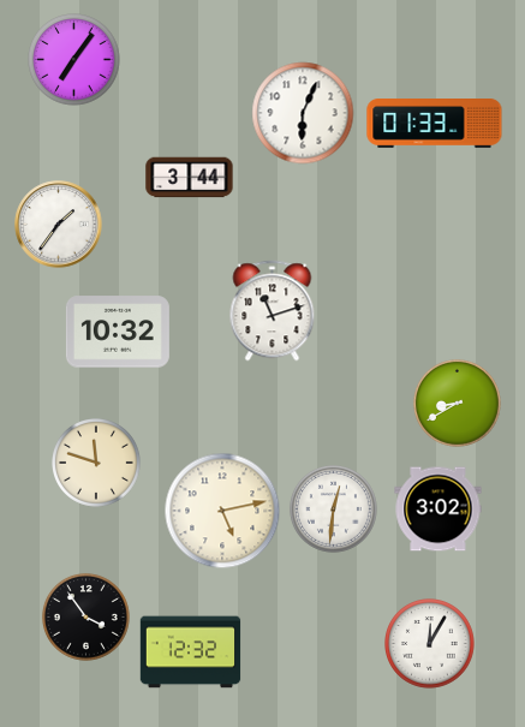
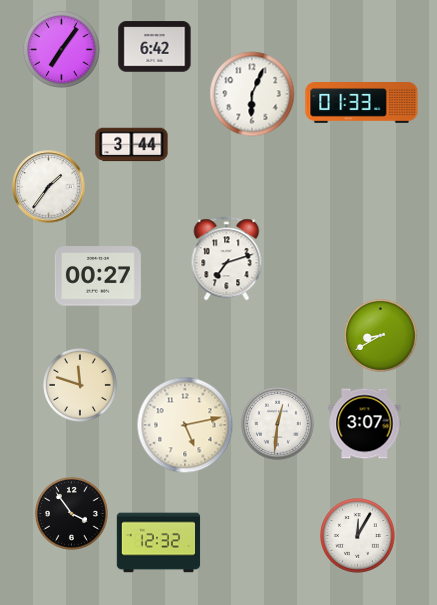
clock at (155, 47): none -> 6:42
clock at (190, 178) position: (190, 178) -> (132, 145)
clock at (273, 311): 11:12 -> 7:12
clock at (118, 332): 10:32 -> 00:27
clock at (439, 510): 3:02 -> 3:07
